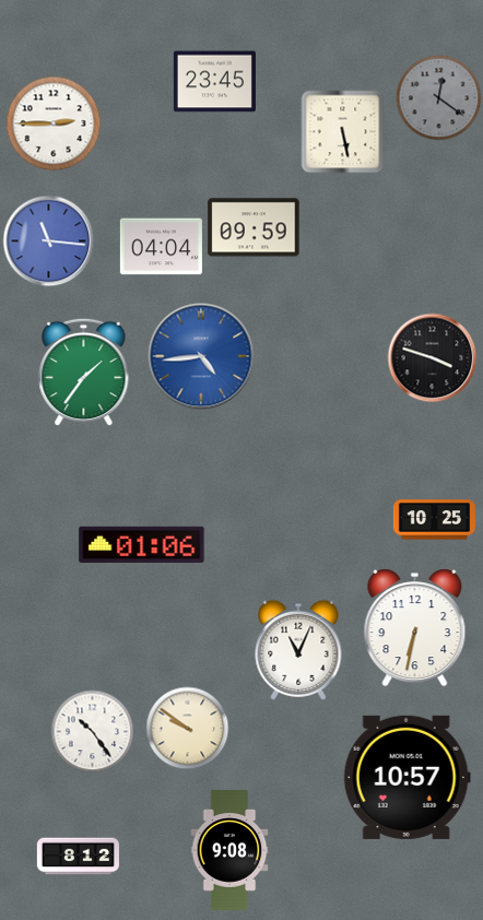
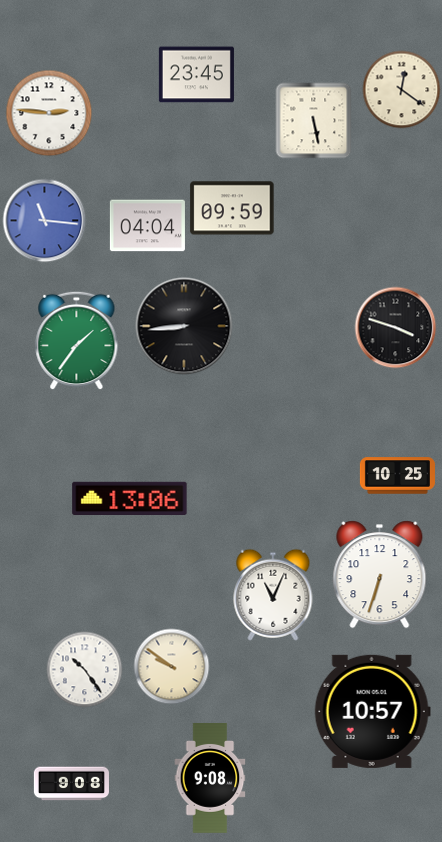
clock at (439, 98) dial: grey -> cream
clock at (54, 123): 2:45 -> 2:46
clock at (201, 356): 4:44 -> 8:44
clock at (201, 356) dial: blue -> black
clock at (142, 544): 01:06 -> 13:06
clock at (415, 628): 6:32 -> 6:33
clock at (78, 857): 8:12 -> 9:08
